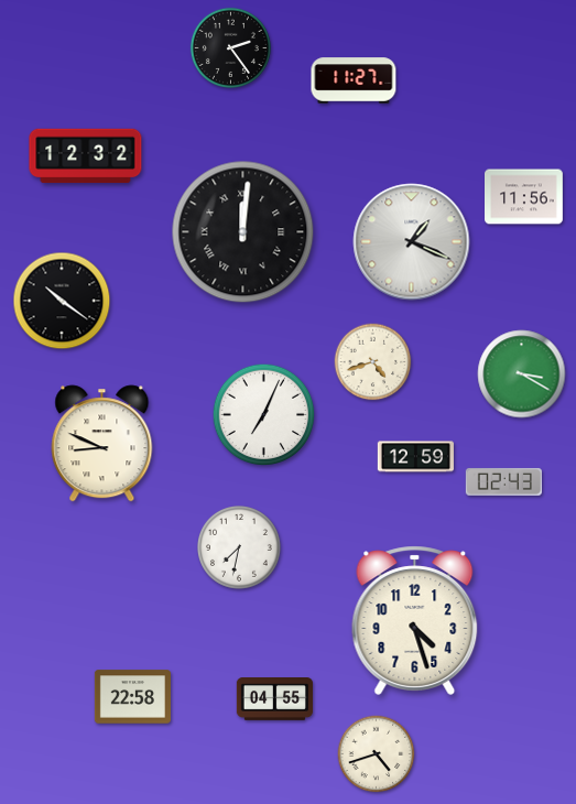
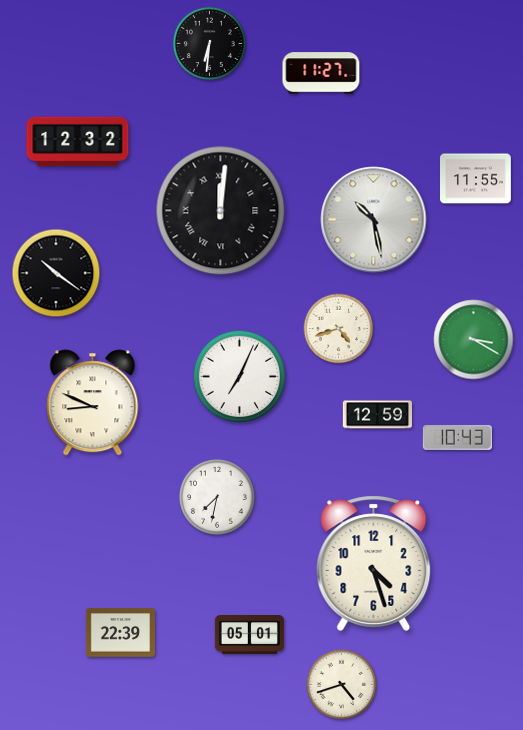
clock at (230, 47): 2:24 -> 6:31
clock at (524, 197): 11:56 -> 11:55
clock at (412, 242): 1:19 -> 10:28
clock at (503, 481): 02:43 -> 10:43
clock at (415, 620) position: (415, 620) -> (374, 563)
clock at (132, 697): 22:58 -> 22:39
clock at (274, 699): 04:55 -> 05:01
